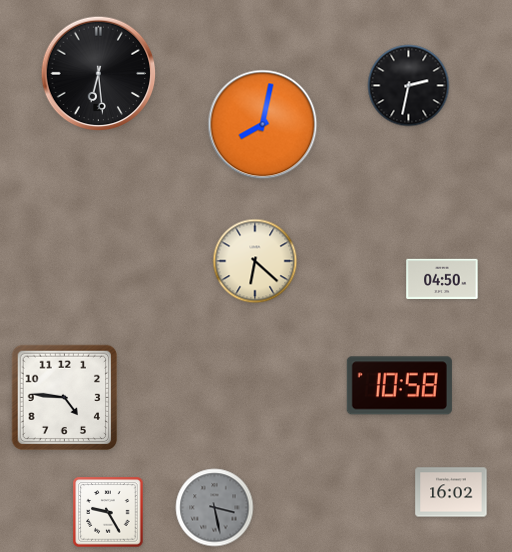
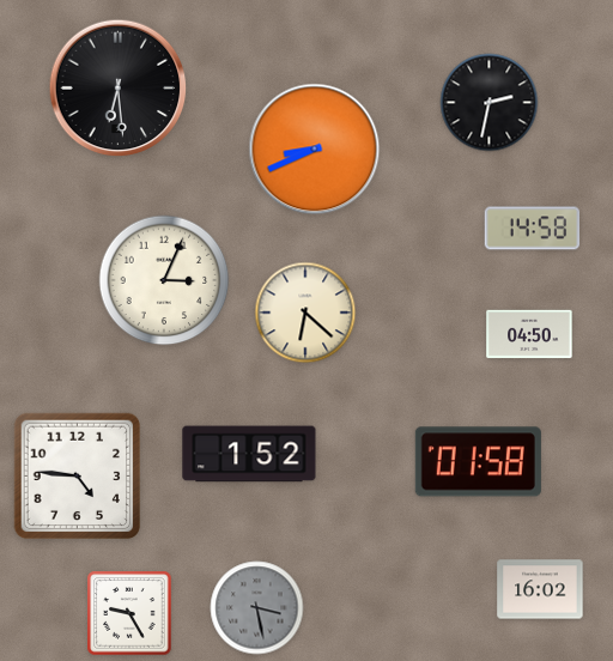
clock at (263, 125): 8:02 -> 8:41
clock at (533, 229): none -> 14:58
clock at (164, 280): none -> 3:04
clock at (249, 454): none -> 1:52
clock at (399, 386): 10:58 -> 01:58
